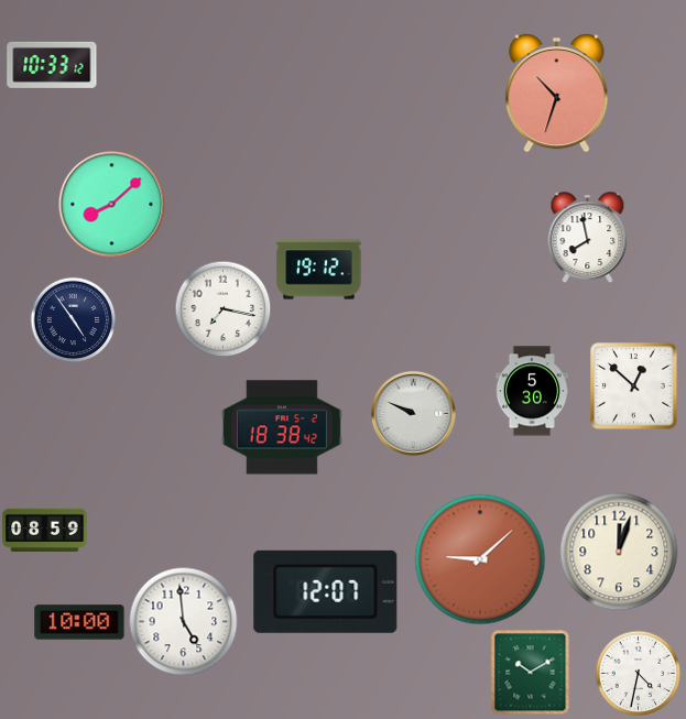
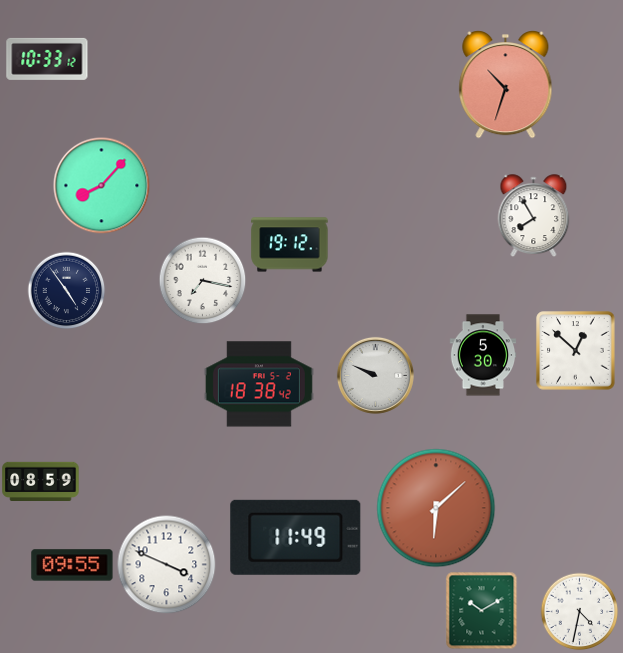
clock at (112, 205): 8:08 -> 8:07
clock at (588, 237): 7:58 -> 7:55
clock at (282, 427) position: (282, 427) -> (259, 384)
clock at (619, 552): 12:03 -> none
clock at (480, 559): 9:08 -> 6:08
clock at (326, 591): 12:07 -> 11:49
clock at (79, 622): 10:00 -> 09:55
clock at (184, 622): 4:59 -> 3:49
